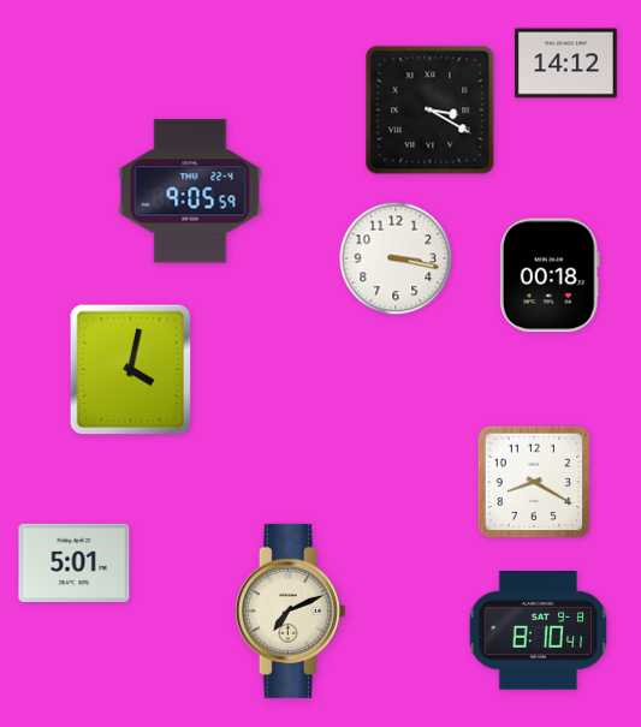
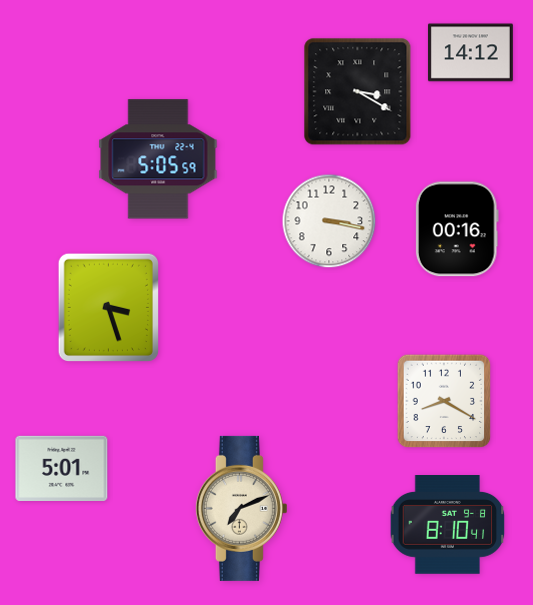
clock at (190, 191): 9:05 -> 5:05
clock at (396, 258) position: (396, 258) -> (329, 221)
clock at (550, 275): 00:18 -> 00:16
clock at (130, 369): 4:02 -> 3:27
